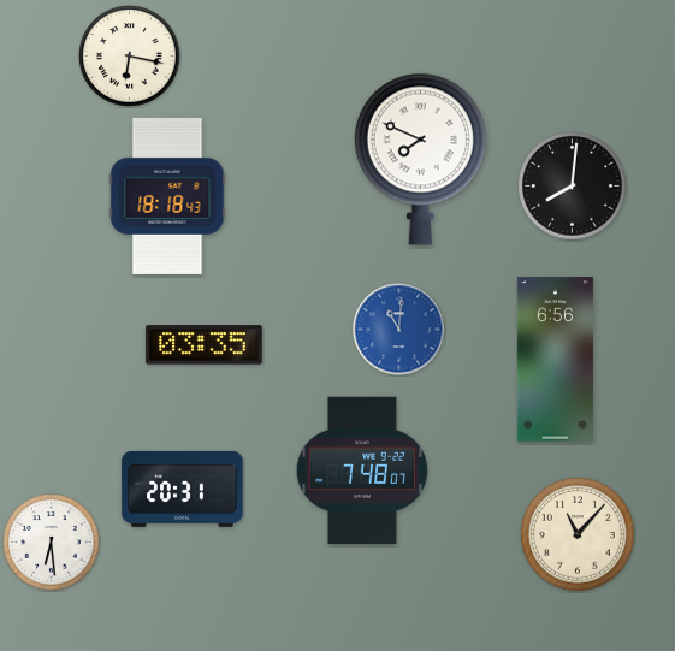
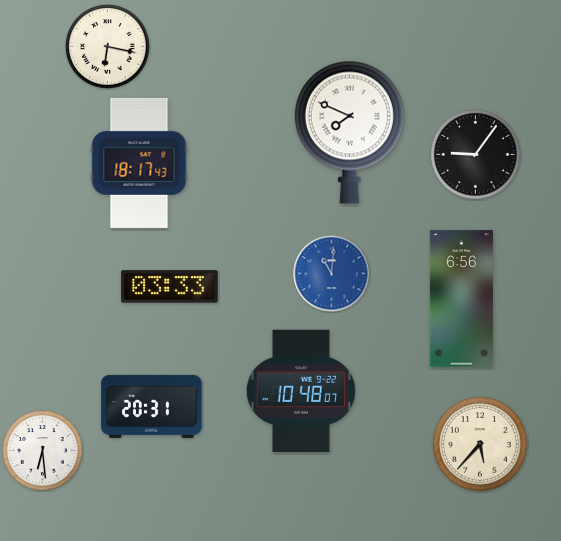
clock at (573, 187): 8:01 -> 9:06
clock at (167, 196): 18:18 -> 18:17
clock at (205, 345): 03:35 -> 03:33
clock at (362, 471): 7:48 -> 10:48
clock at (578, 534): 11:07 -> 5:37
